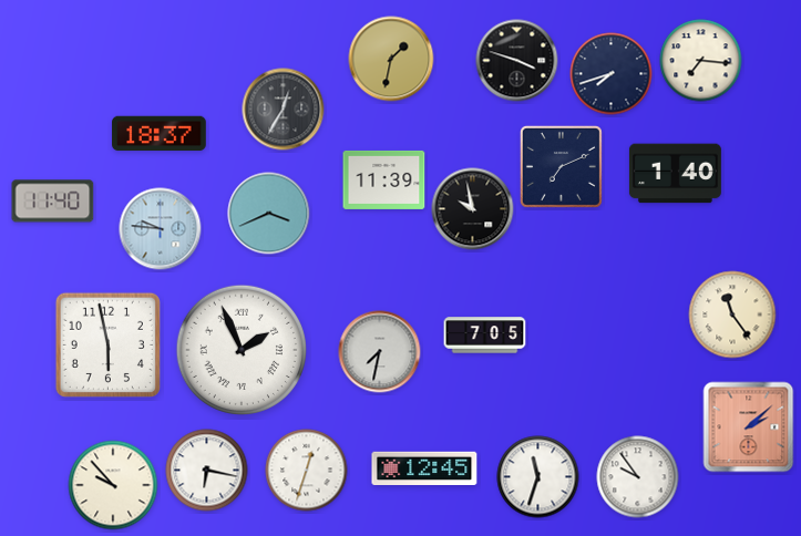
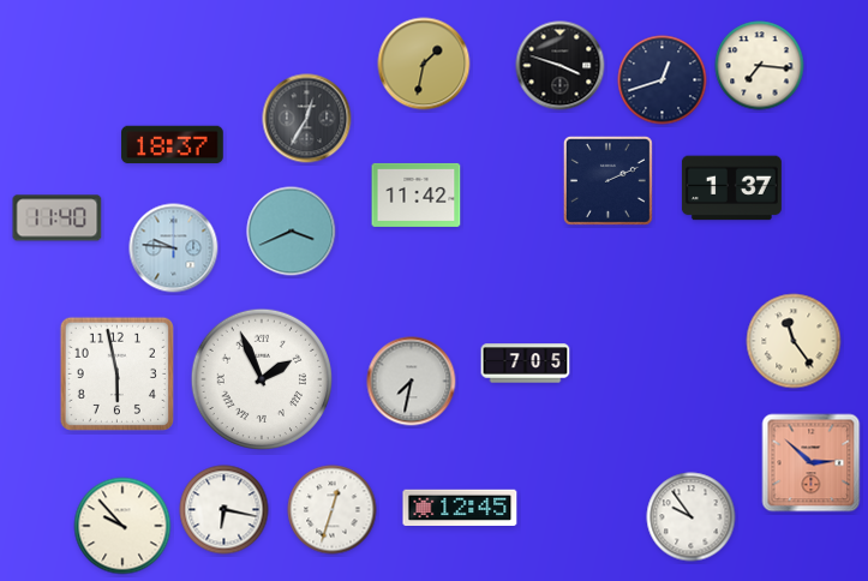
clock at (612, 74): 7:42 -> 12:42
clock at (561, 166): 7:11 -> 2:11
clock at (675, 174): 1:40 -> 1:37
clock at (384, 179): 11:39 -> 11:42
clock at (473, 209): 9:58 -> none
clock at (749, 427): 2:08 -> 2:52
clock at (538, 477): 11:33 -> none
